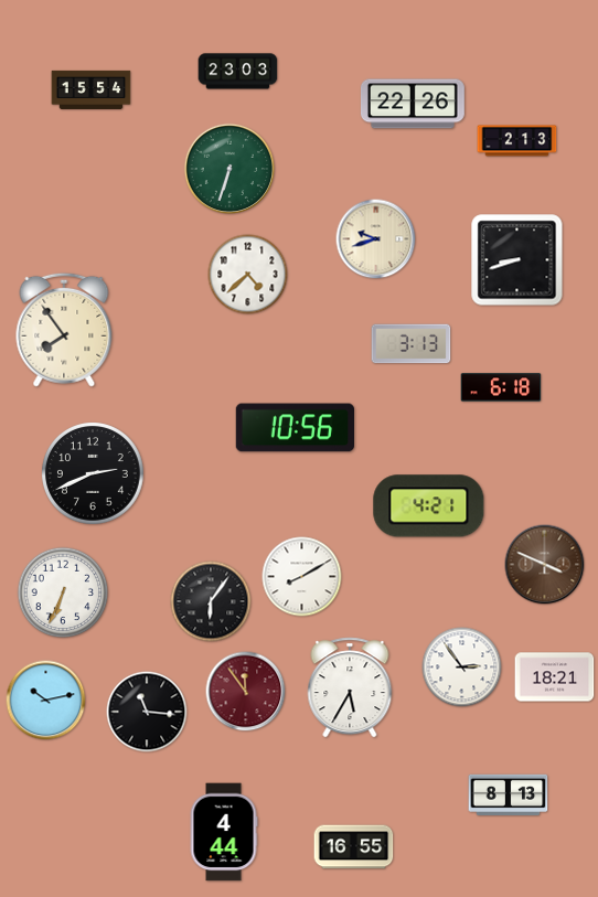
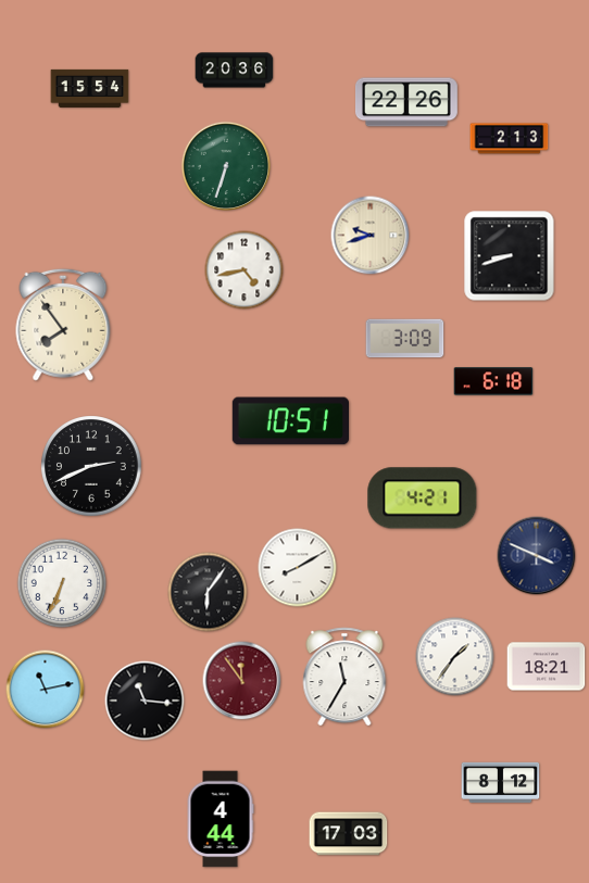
clock at (238, 72): 23:03 -> 20:36
clock at (248, 275): 4:38 -> 4:43
clock at (412, 344): 3:13 -> 3:09
clock at (295, 428): 10:56 -> 10:51
clock at (545, 565) dial: brown -> navy
clock at (462, 668): 2:54 -> 1:36
clock at (350, 687): 5:35 -> 11:35
clock at (46, 701): 10:13 -> 11:13
clock at (509, 794): 8:13 -> 8:12
clock at (354, 847): 16:55 -> 17:03
